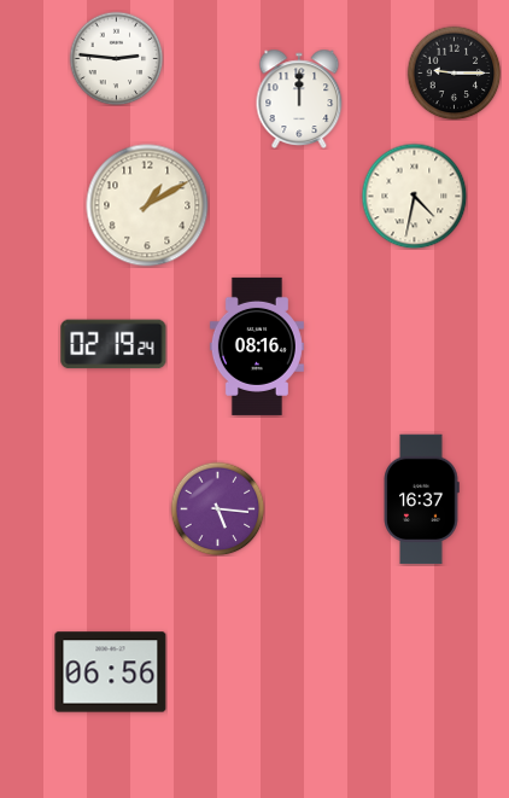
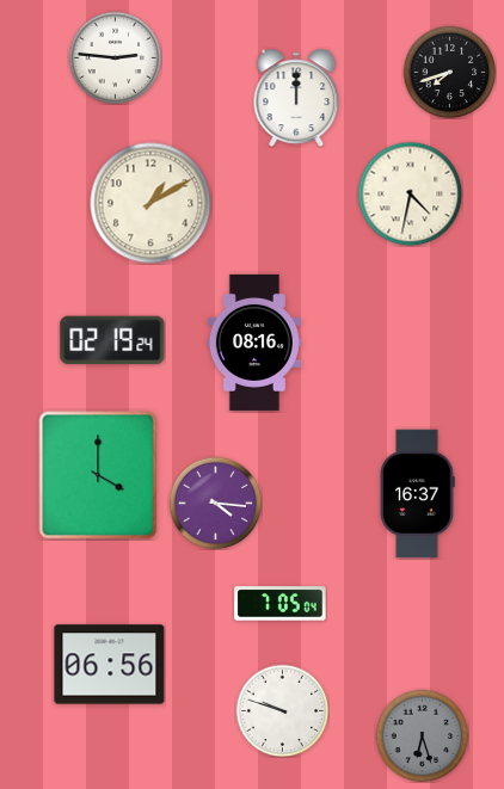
clock at (454, 72): 9:15 -> 7:42
clock at (147, 205) position: (147, 205) -> (150, 203)
clock at (98, 475): none -> 4:00
clock at (217, 508): 5:16 -> 4:16
clock at (281, 604): none -> 7:05
clock at (282, 710): none -> 9:48
clock at (422, 735): none -> 6:27
